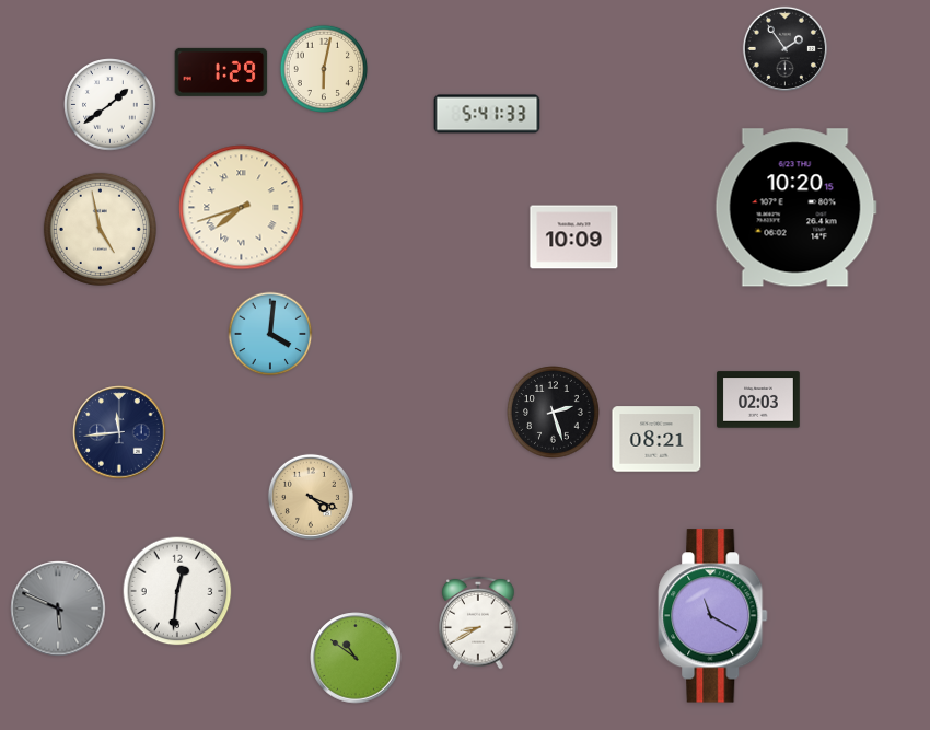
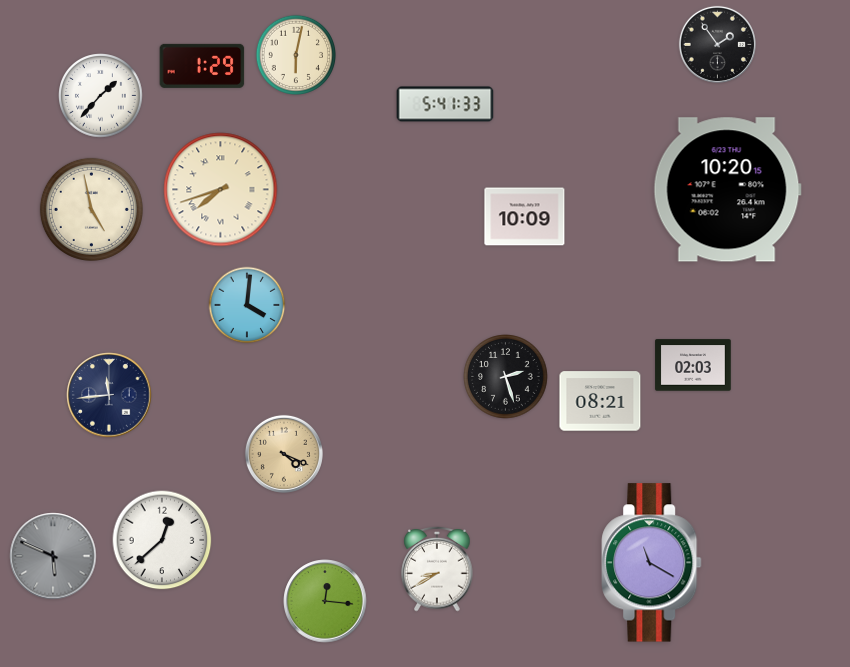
clock at (323, 68) position: (323, 68) -> (295, 54)
clock at (111, 105): 1:39 -> 1:37
clock at (177, 591): 12:31 -> 12:38
clock at (356, 658): 10:51 -> 12:16
